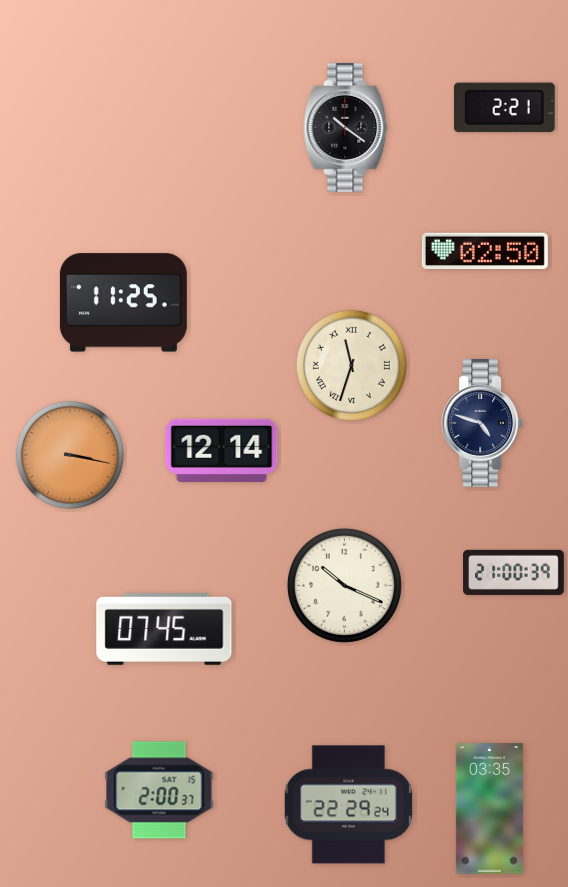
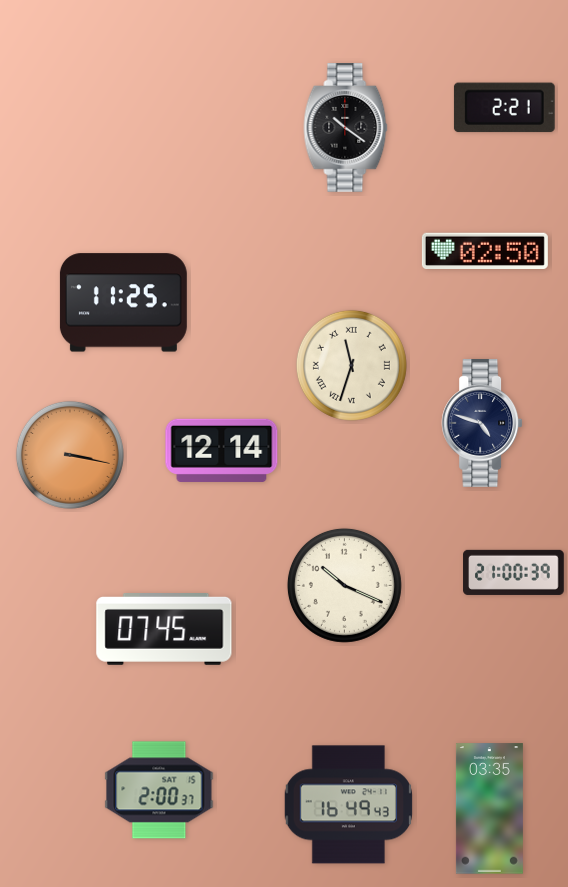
clock at (348, 805): 22:29 -> 16:49
